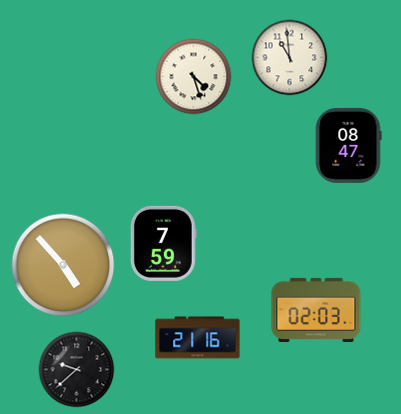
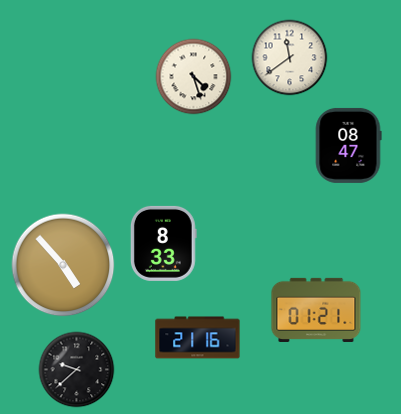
clock at (290, 58): 10:59 -> 11:39
clock at (163, 243): 7:59 -> 8:33
clock at (316, 310): 02:03 -> 01:21
